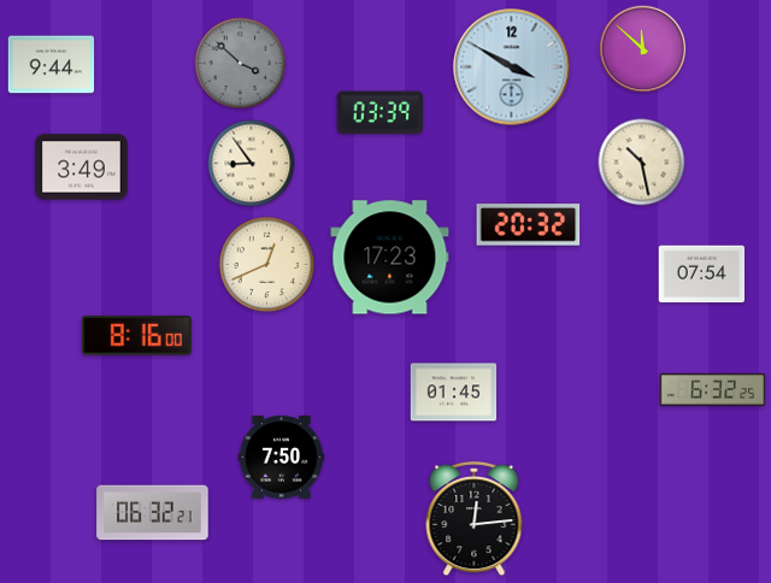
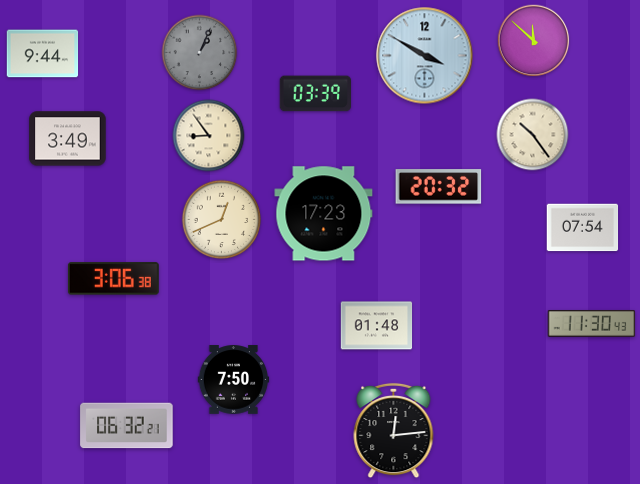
clock at (241, 64): 3:52 -> 1:04
clock at (642, 163): 10:28 -> 10:24
clock at (136, 336): 8:16 -> 3:06
clock at (713, 390): 6:32 -> 11:30
clock at (454, 393): 01:45 -> 01:48
